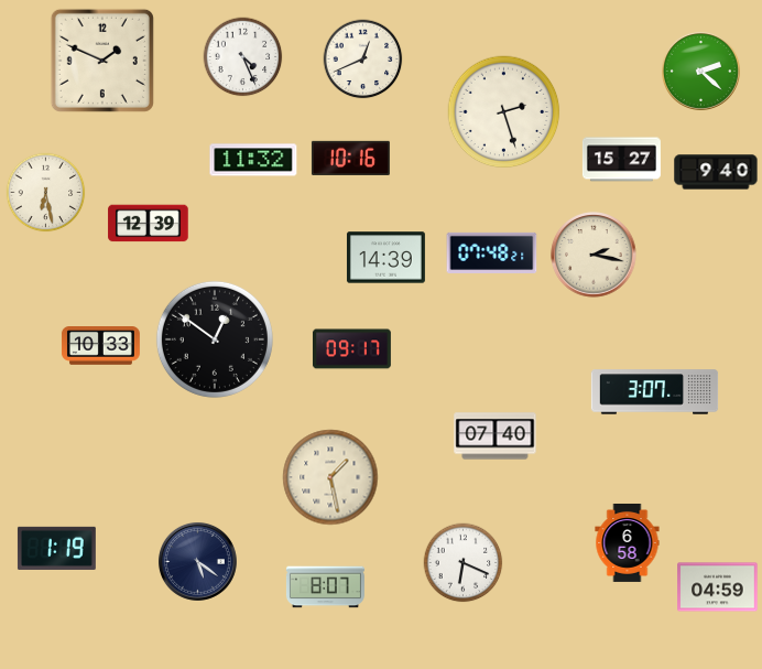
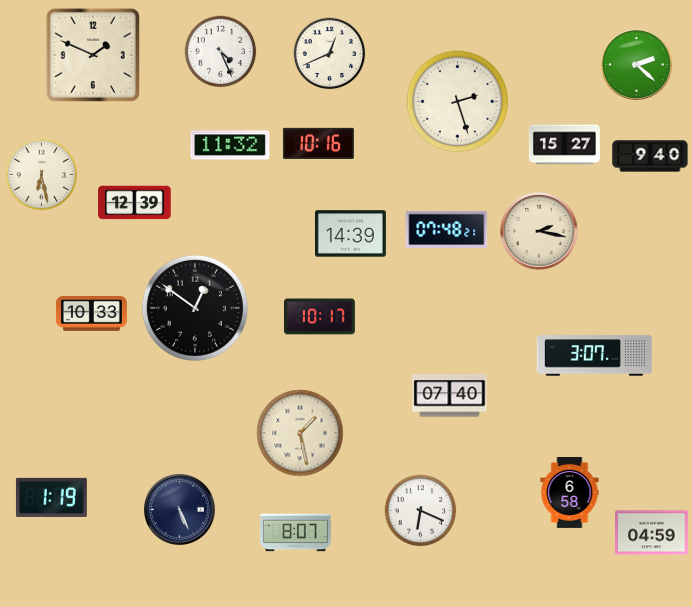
clock at (351, 349): 09:17 -> 10:17
clock at (197, 561): 5:21 -> 5:26
